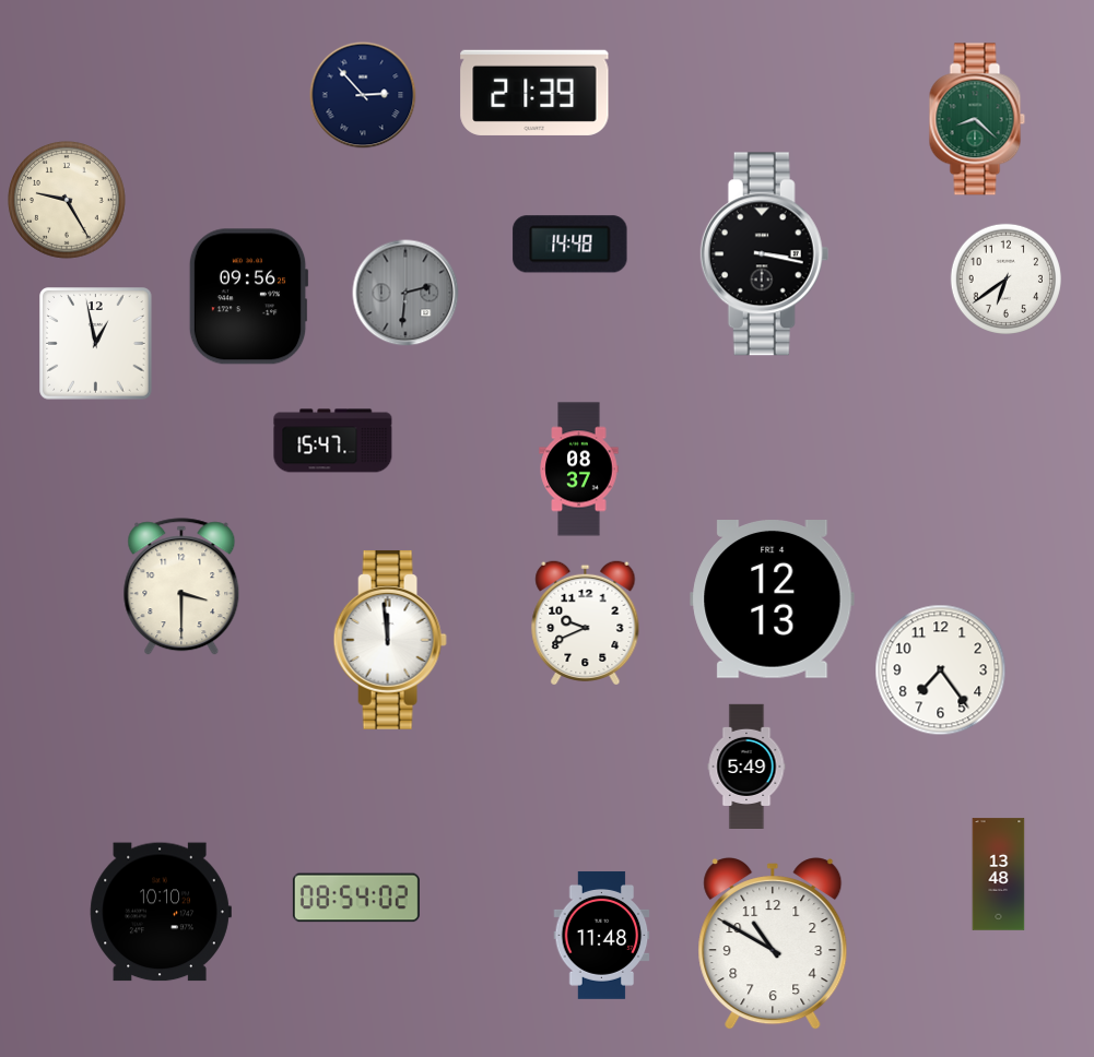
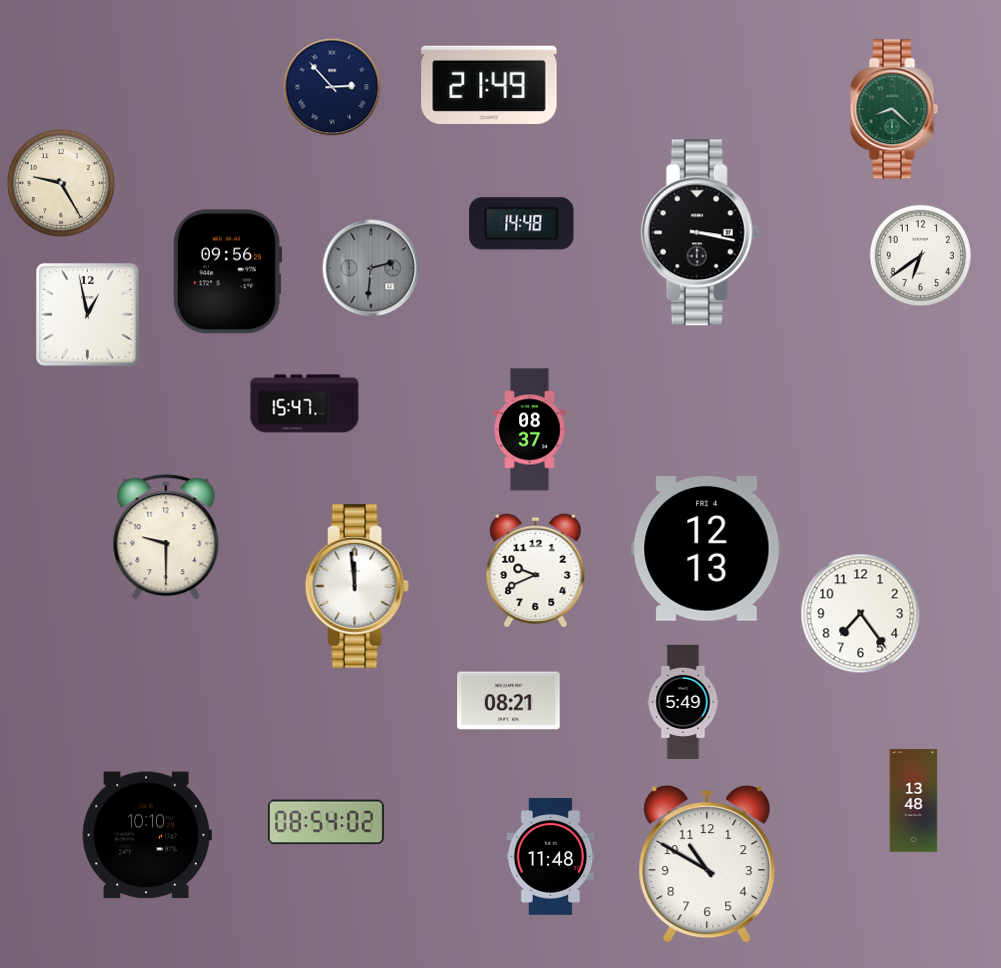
clock at (534, 93): 21:39 -> 21:49
clock at (181, 587): 3:30 -> 9:30
clock at (509, 701): none -> 08:21
